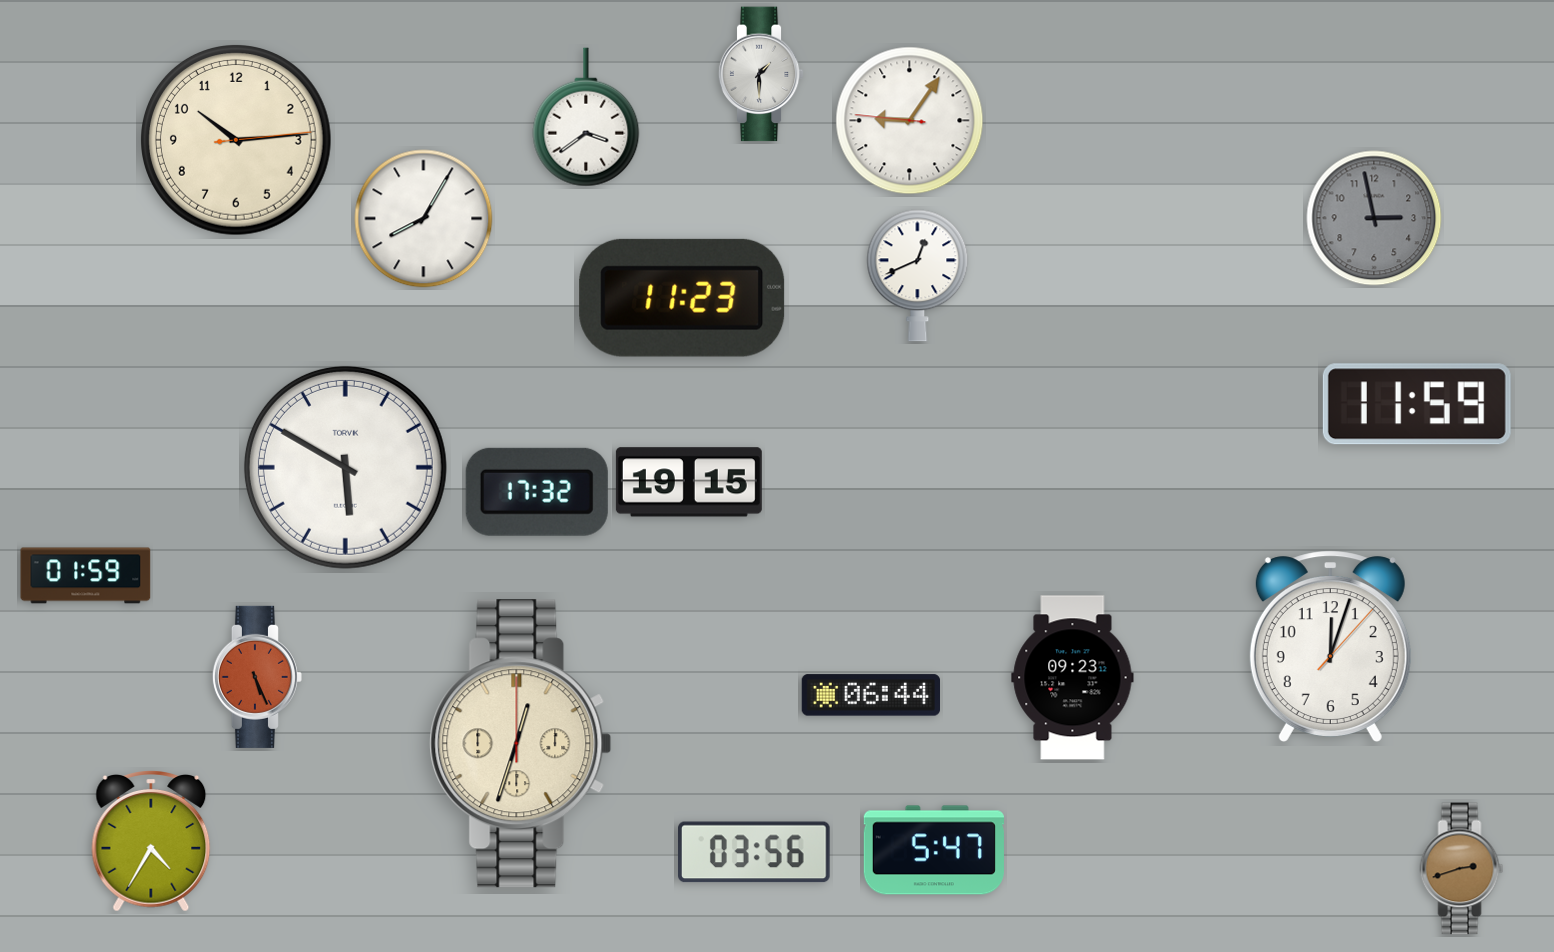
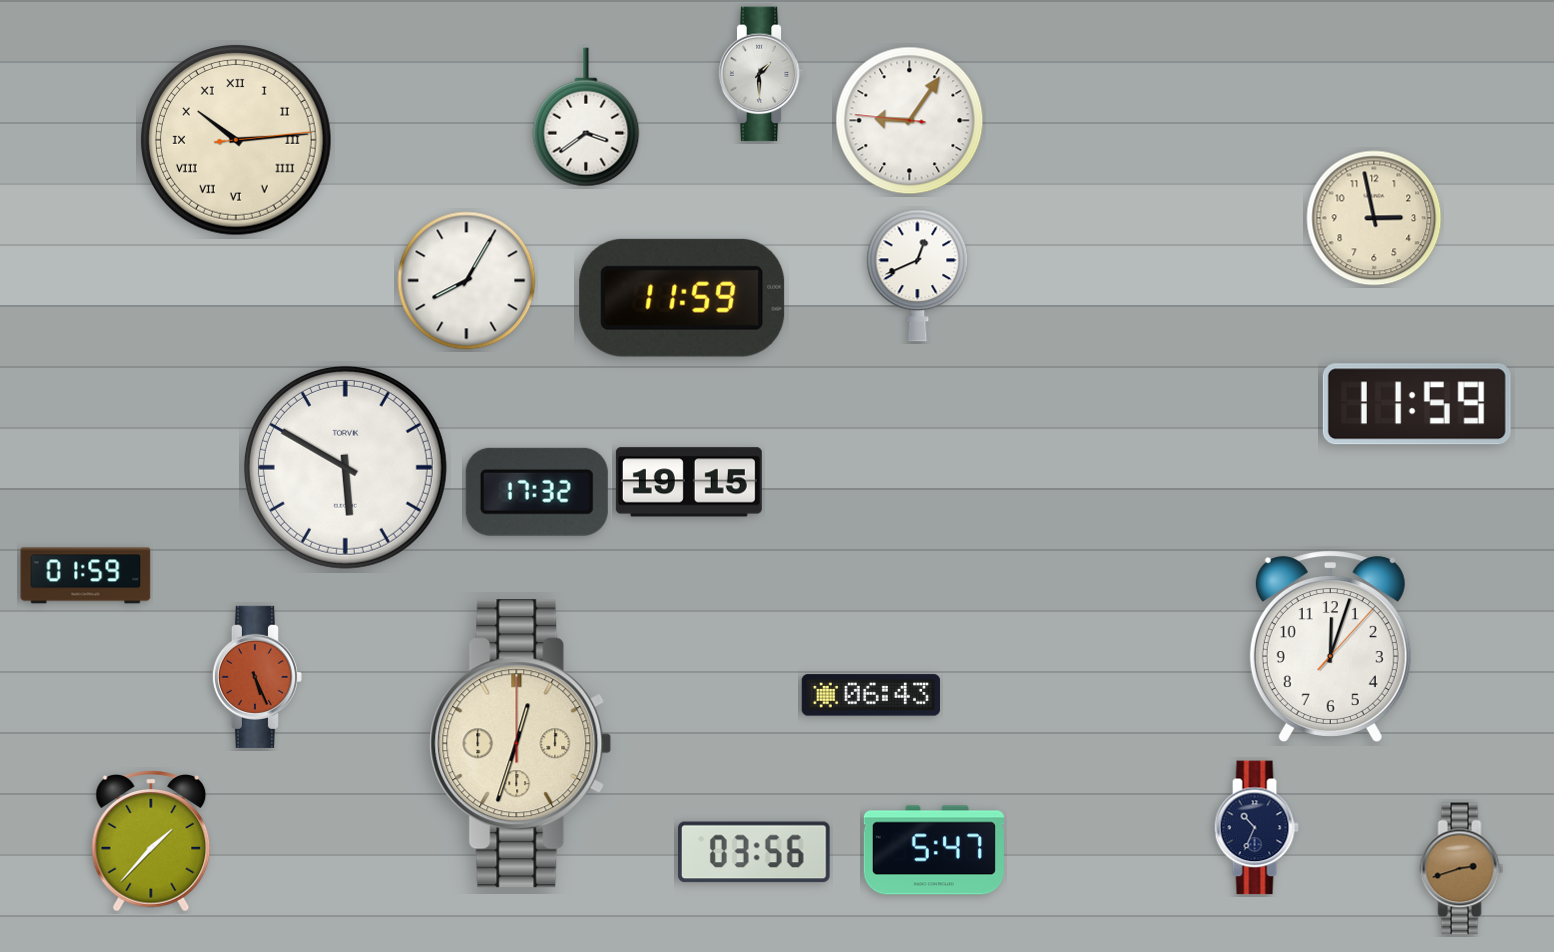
clock at (237, 141) numerals: Arabic -> Roman
clock at (1374, 218) dial: grey -> cream
clock at (424, 219) position: (424, 219) -> (467, 281)
clock at (682, 298): 11:23 -> 11:59
clock at (1073, 678): 09:23 -> none
clock at (870, 695): 06:44 -> 06:43
clock at (1256, 828): none -> 10:34
clock at (151, 841): 4:35 -> 1:37
